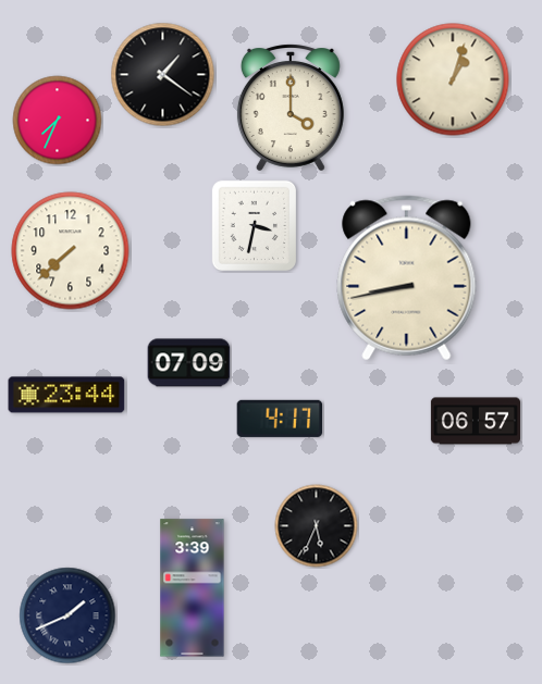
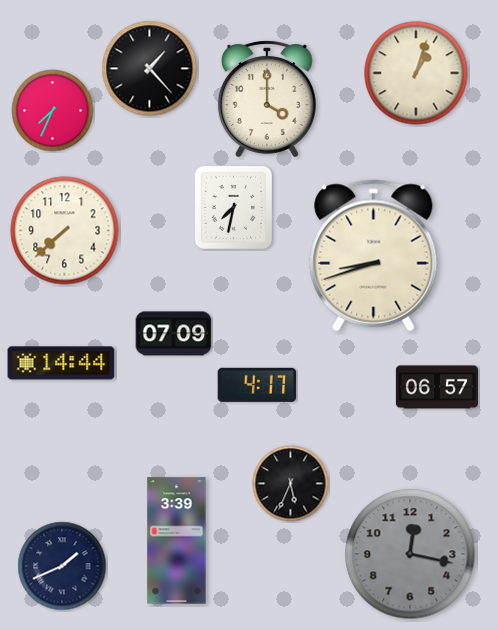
clock at (163, 75): 1:21 -> 1:23
clock at (254, 225): 3:32 -> 7:32
clock at (407, 278): 8:43 -> 8:42
clock at (66, 395): 23:44 -> 14:44
clock at (410, 554): none -> 12:17
